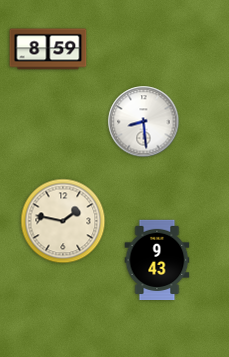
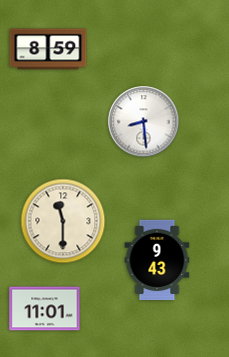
clock at (63, 221): 1:47 -> 11:30
clock at (45, 309): none -> 11:01
